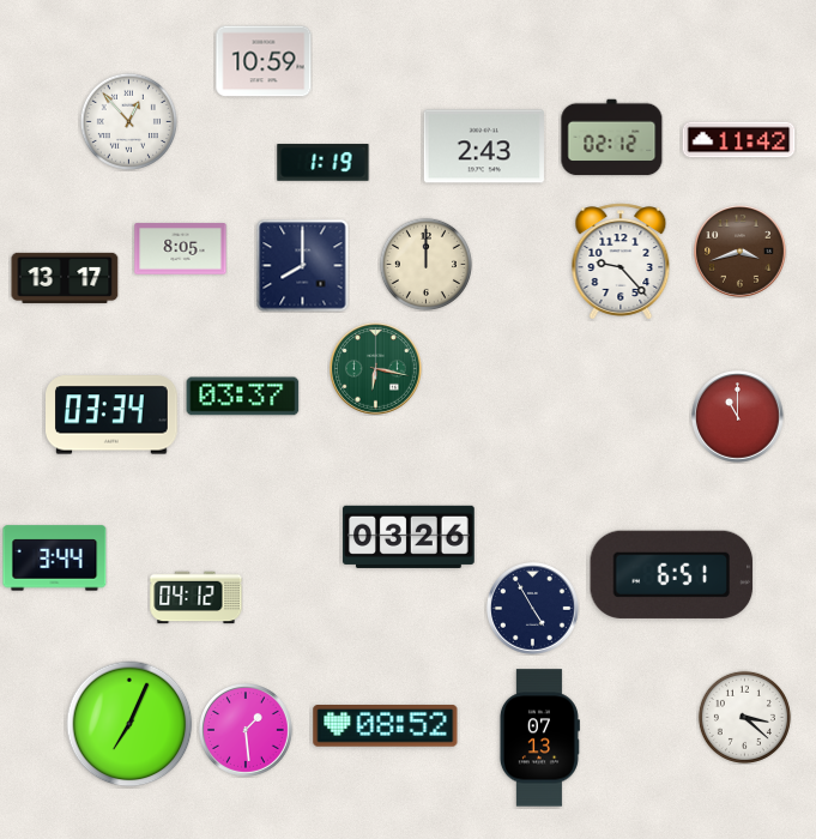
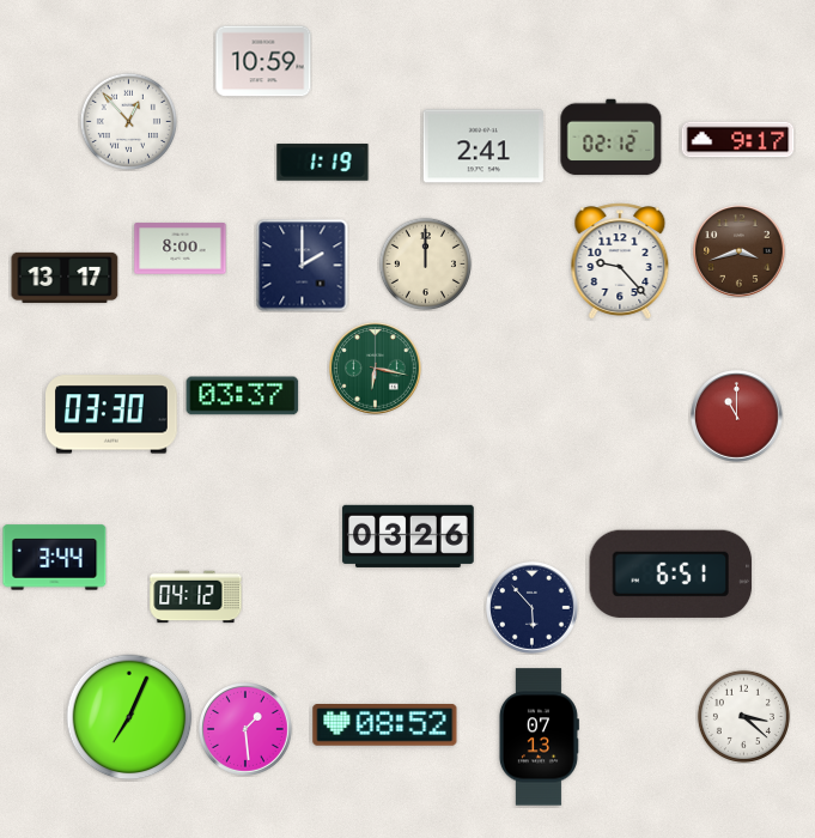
clock at (739, 140): 11:42 -> 9:17
clock at (484, 146): 2:43 -> 2:41
clock at (181, 249): 8:05 -> 8:00
clock at (303, 266): 8:00 -> 2:00
clock at (113, 415): 03:34 -> 03:30
clock at (533, 609): 4:55 -> 5:53
clock at (129, 724) position: (129, 724) -> (129, 717)
